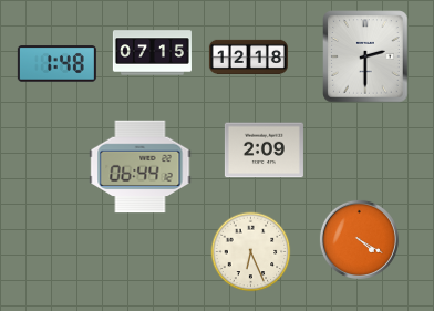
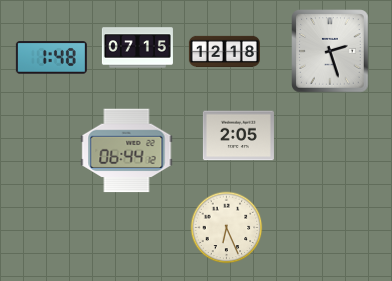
clock at (365, 56): 2:30 -> 2:27
clock at (263, 151): 2:09 -> 2:05
clock at (359, 239): 4:20 -> none
